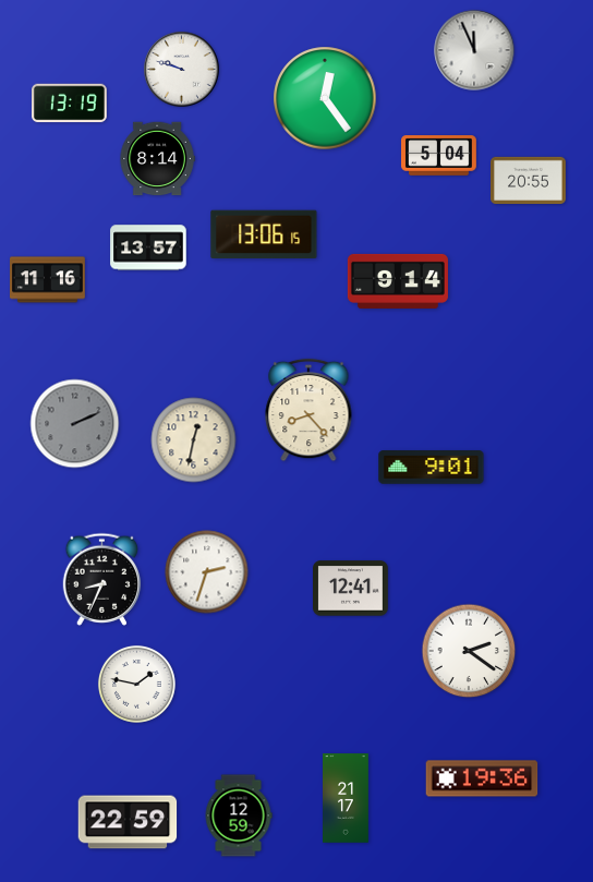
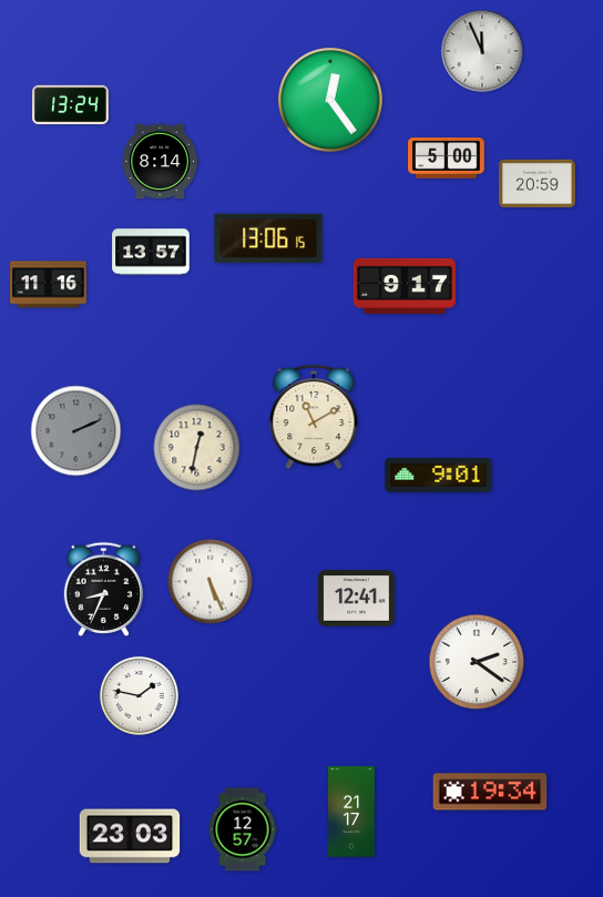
clock at (182, 70): 9:48 -> none
clock at (70, 104): 13:19 -> 13:24
clock at (439, 156): 5:04 -> 5:00
clock at (529, 180): 20:55 -> 20:59
clock at (398, 281): 9:14 -> 9:17
clock at (308, 410): 8:23 -> 11:10
clock at (207, 572): 2:33 -> 5:26
clock at (482, 778): 19:36 -> 19:34
clock at (239, 815): 12:59 -> 12:57
clock at (128, 822): 22:59 -> 23:03
